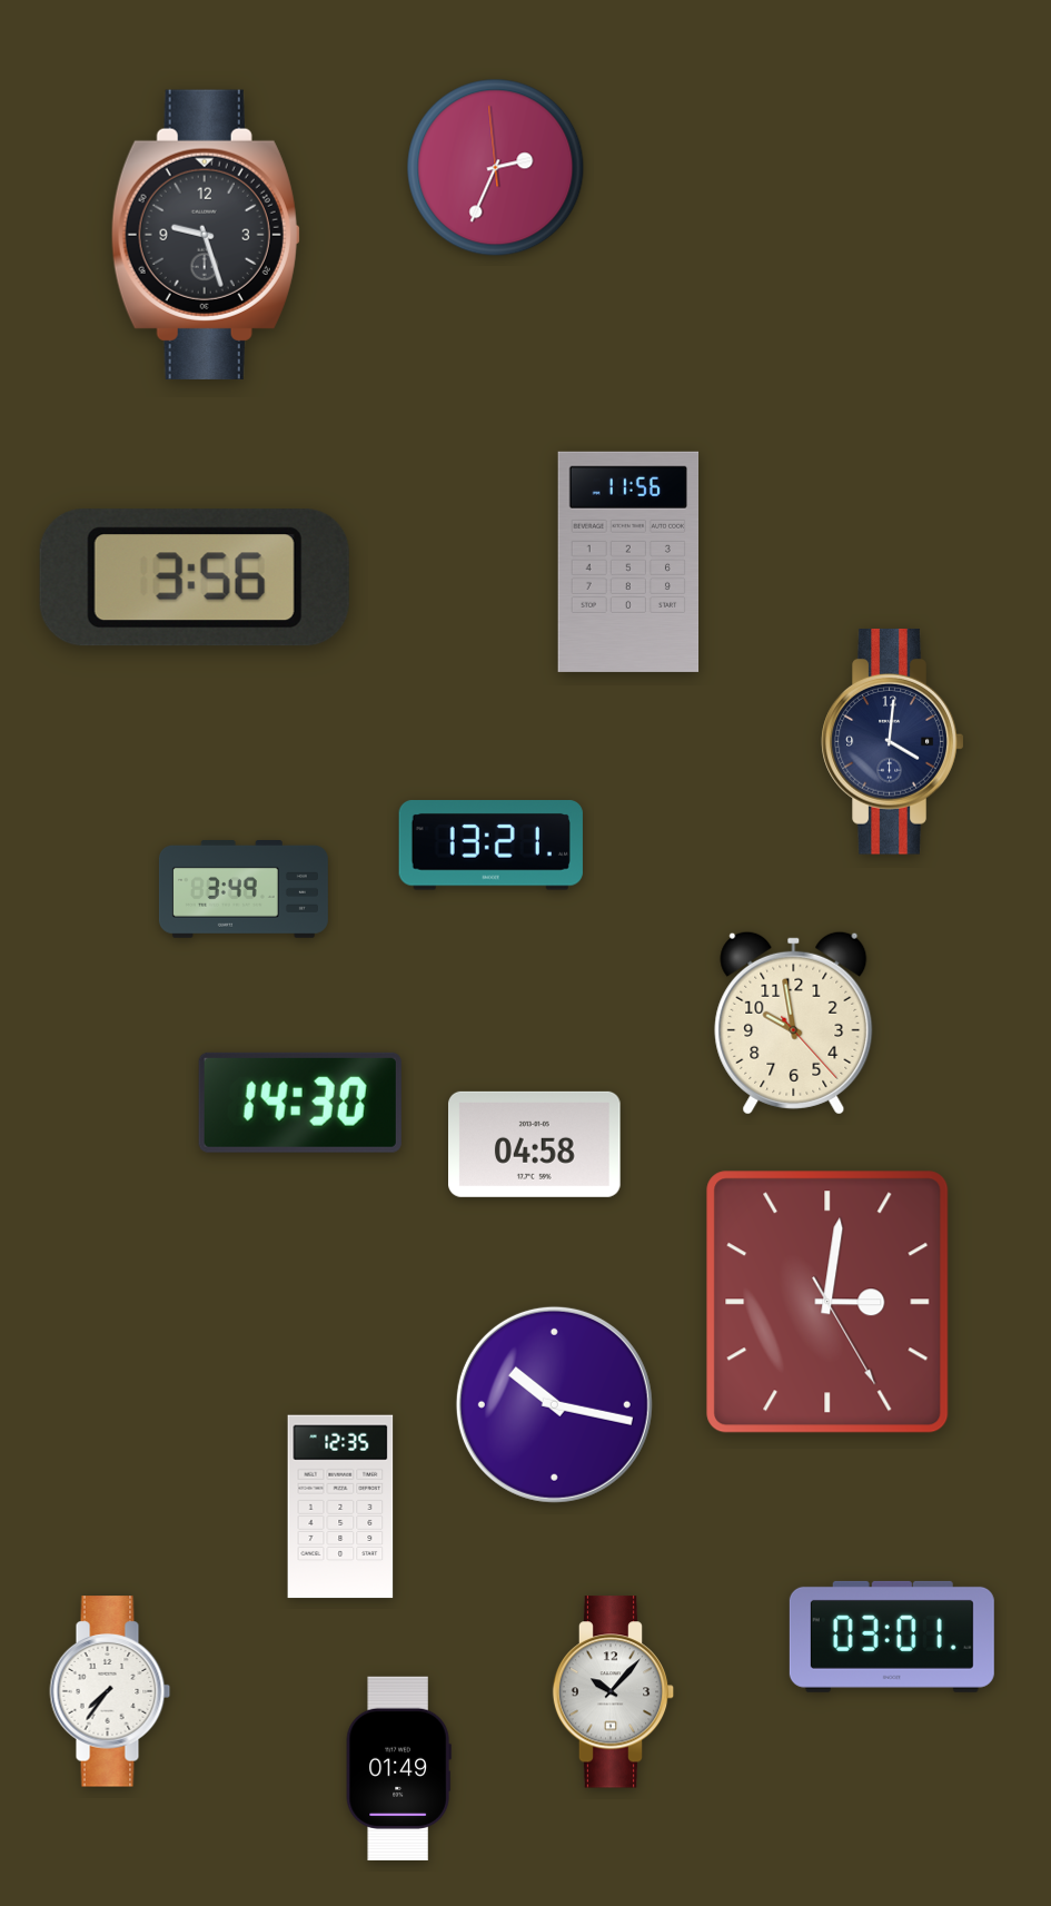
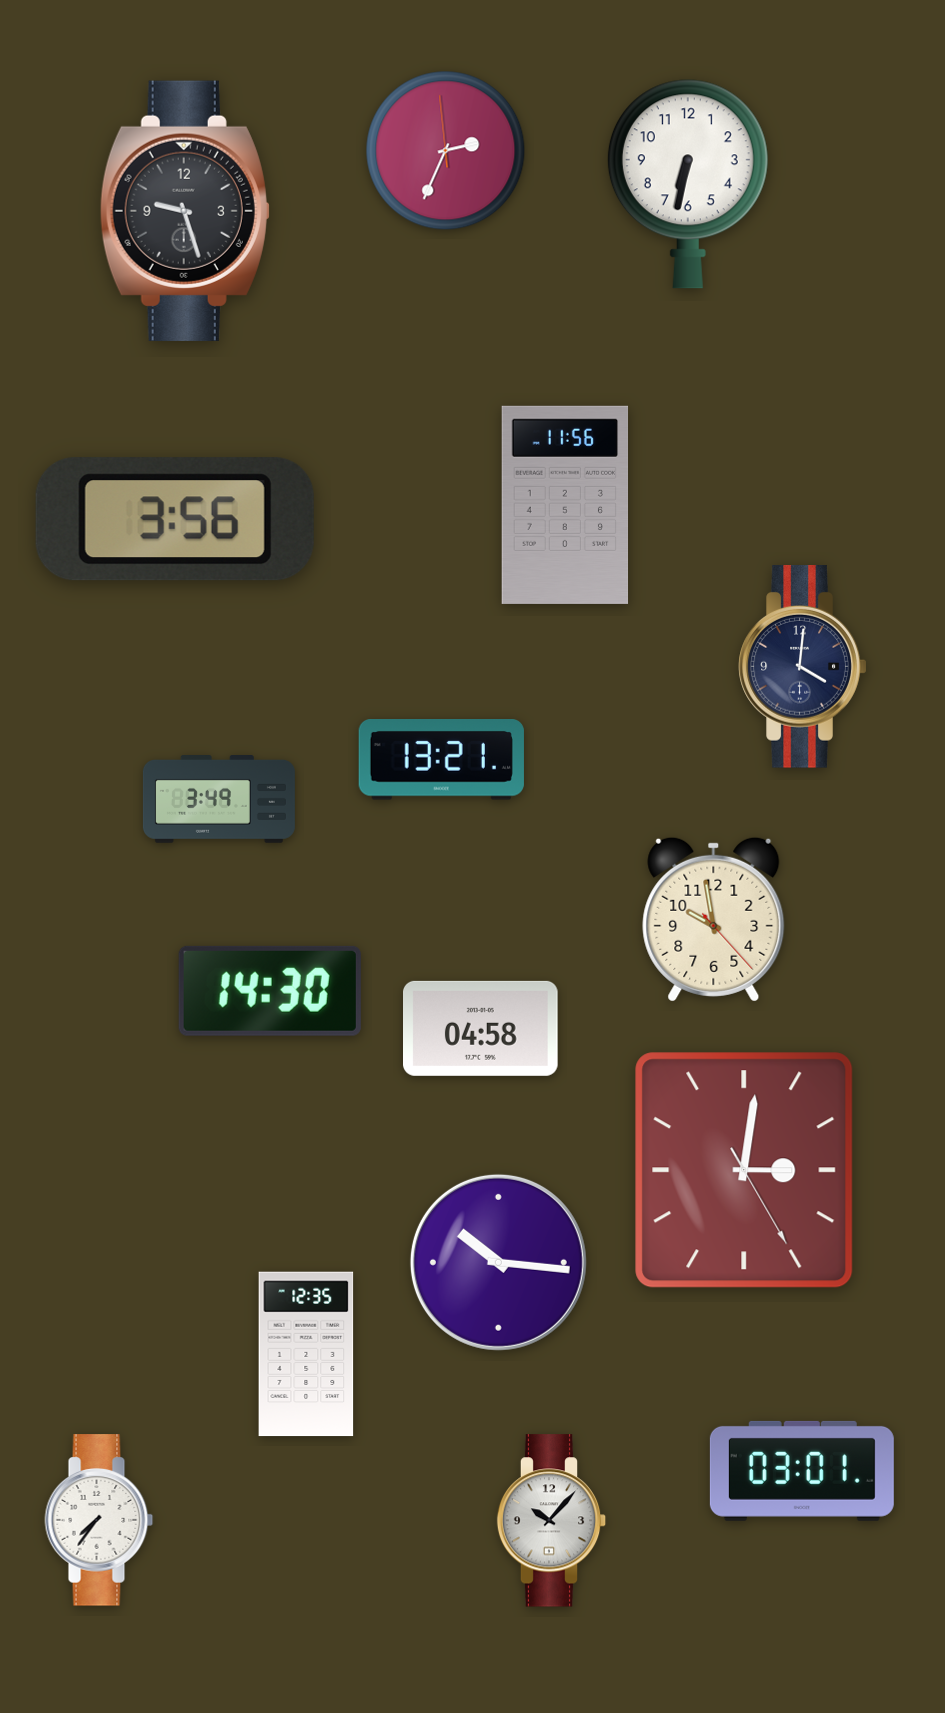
clock at (688, 184): none -> 6:32
clock at (554, 1404): 10:17 -> 10:16
clock at (398, 1768): 01:49 -> none
